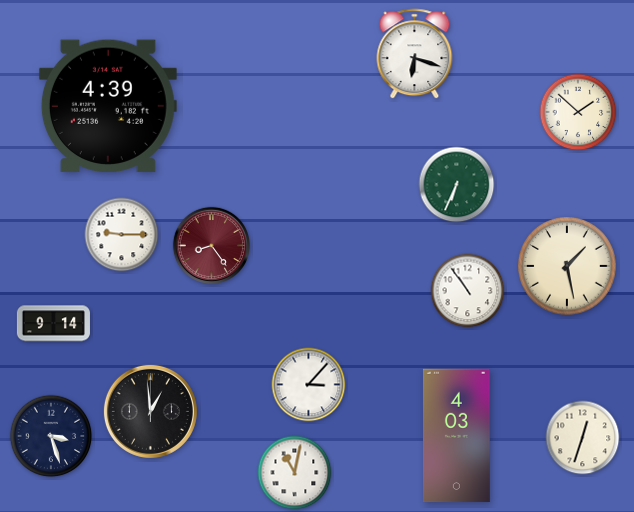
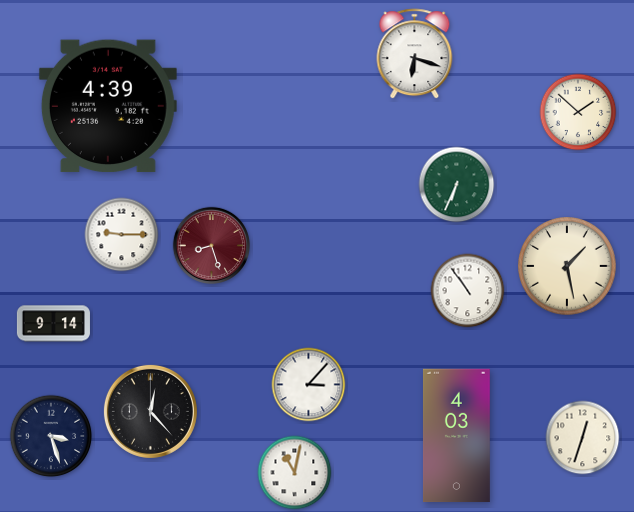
clock at (211, 245): 8:24 -> 8:27
clock at (150, 411): 12:59 -> 12:23
